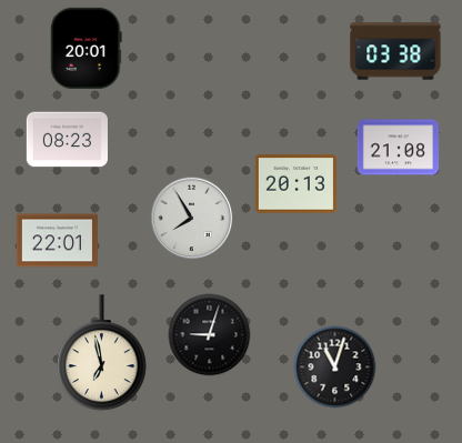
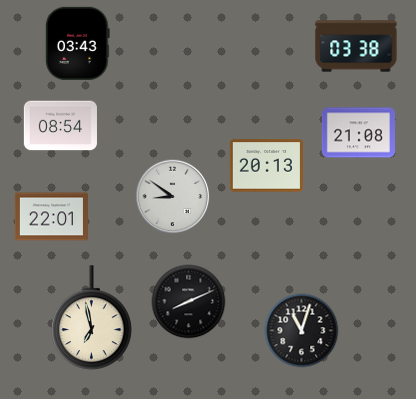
clock at (87, 48): 20:01 -> 03:43
clock at (67, 140): 08:23 -> 08:54
clock at (192, 219): 7:55 -> 8:51
clock at (210, 335): 9:03 -> 8:11
